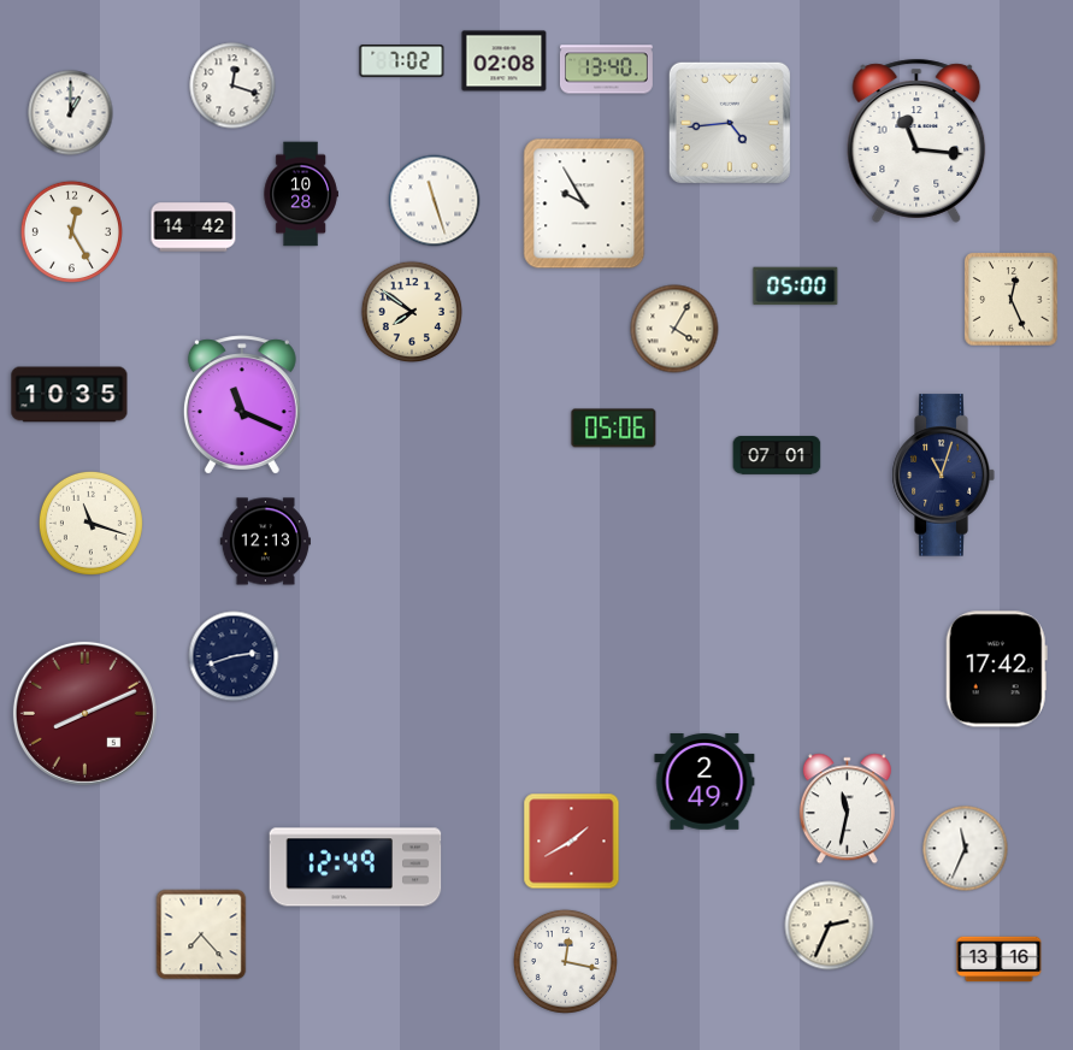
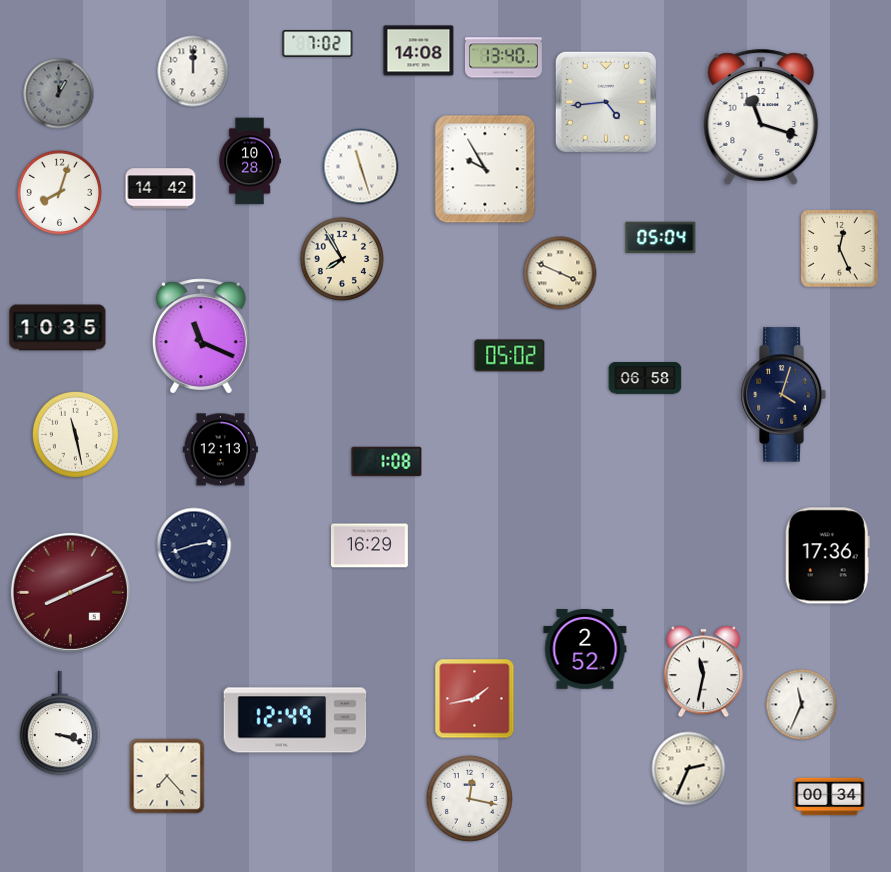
clock at (402, 61) position: (402, 61) -> (318, 44)
clock at (505, 61): 02:08 -> 14:08
clock at (232, 85): 12:18 -> 12:00
clock at (71, 113) dial: white -> grey
clock at (916, 141): 11:16 -> 11:18
clock at (71, 231): 12:25 -> 8:03
clock at (796, 287): 05:00 -> 05:04
clock at (411, 311): 7:51 -> 7:55
clock at (674, 329): 4:05 -> 3:49
clock at (614, 429): 05:06 -> 05:02
clock at (777, 455): 07:01 -> 06:58
clock at (943, 476): 11:03 -> 4:03
clock at (90, 523): 11:18 -> 11:28
clock at (387, 462): none -> 1:08
clock at (369, 546): none -> 16:29
clock at (996, 669): 17:42 -> 17:36
clock at (704, 783): 2:49 -> 2:52
clock at (572, 842): 1:40 -> 1:43
clock at (60, 723): none -> 3:18
clock at (1000, 960): 13:16 -> 00:34
